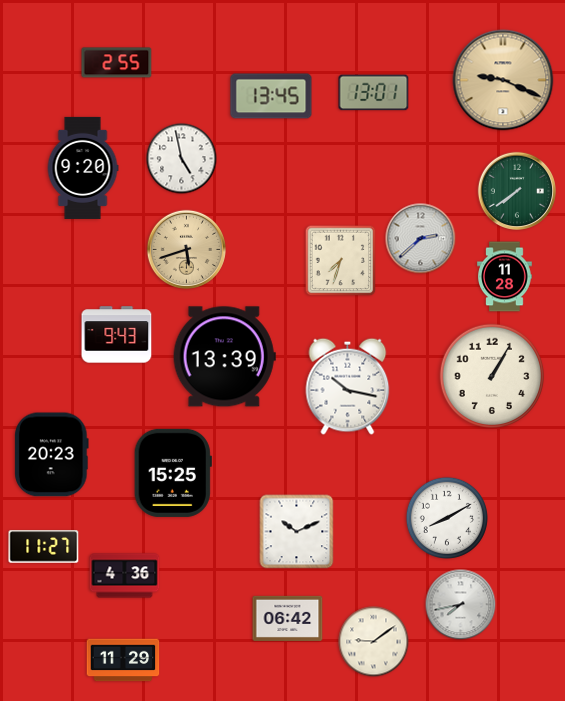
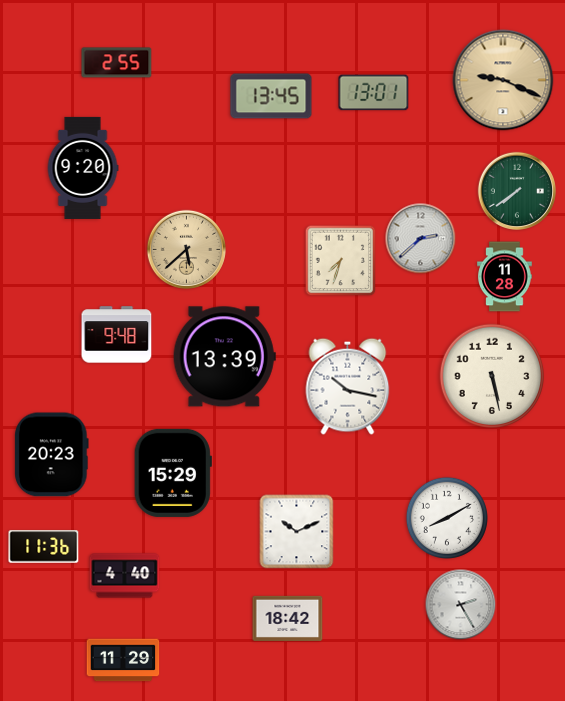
clock at (182, 159): 4:58 -> none
clock at (186, 249): 5:42 -> 5:38
clock at (117, 335): 9:43 -> 9:48
clock at (491, 375): 1:05 -> 5:28
clock at (173, 473): 15:25 -> 15:29
clock at (44, 547): 11:27 -> 11:36
clock at (125, 576): 4:36 -> 4:40
clock at (461, 605): 7:43 -> 2:25
clock at (288, 618): 06:42 -> 18:42
clock at (374, 642): 9:09 -> none
